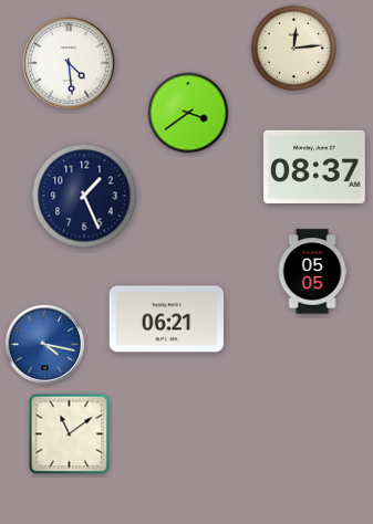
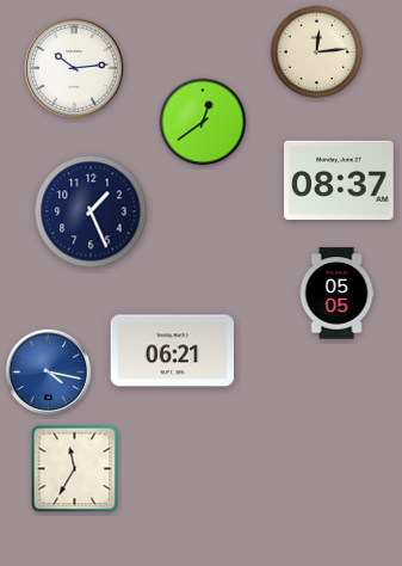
clock at (70, 64): 4:29 -> 10:14
clock at (188, 113): 3:39 -> 12:39
clock at (166, 319) position: (166, 319) -> (172, 351)
clock at (70, 434): 11:09 -> 11:35
